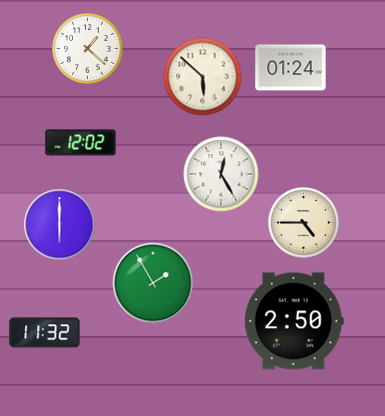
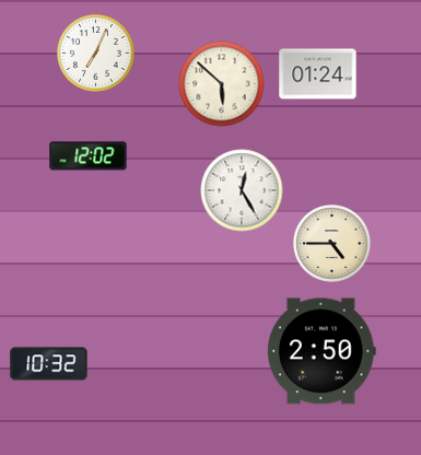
clock at (88, 49): 1:22 -> 7:04
clock at (60, 225): 6:00 -> none
clock at (153, 283): 1:55 -> none
clock at (45, 333): 11:32 -> 10:32
